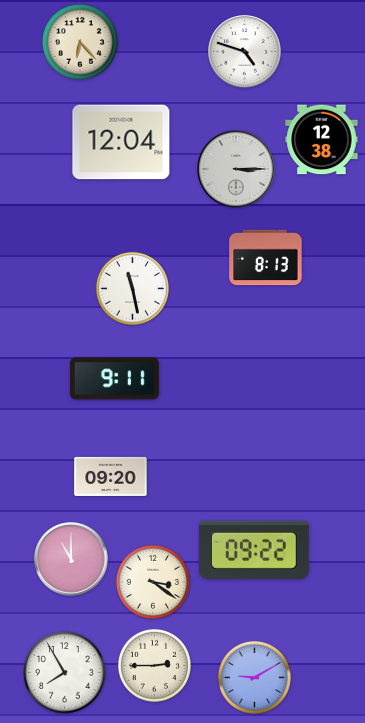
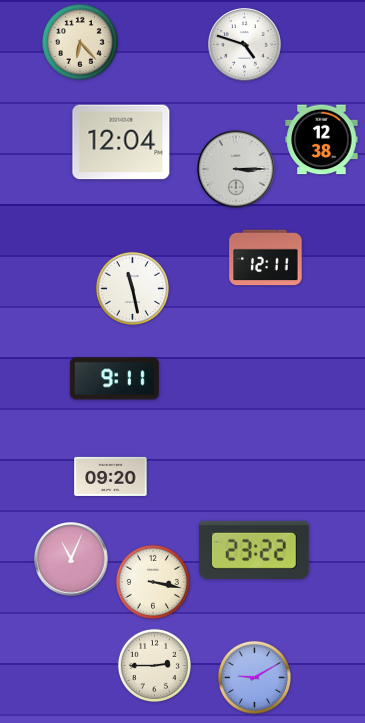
clock at (245, 52) position: (245, 52) -> (245, 45)
clock at (266, 258): 8:13 -> 12:11
clock at (255, 550): 09:22 -> 23:22
clock at (71, 559): 11:00 -> 11:04
clock at (153, 582): 3:21 -> 3:17
clock at (65, 673): 7:55 -> none
